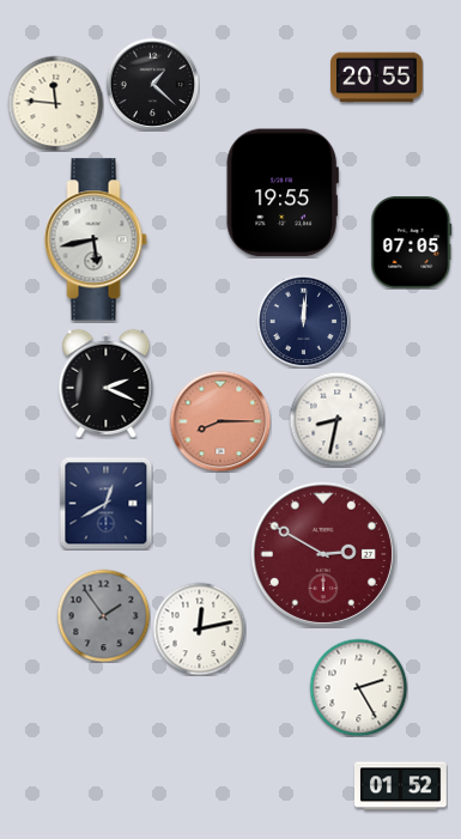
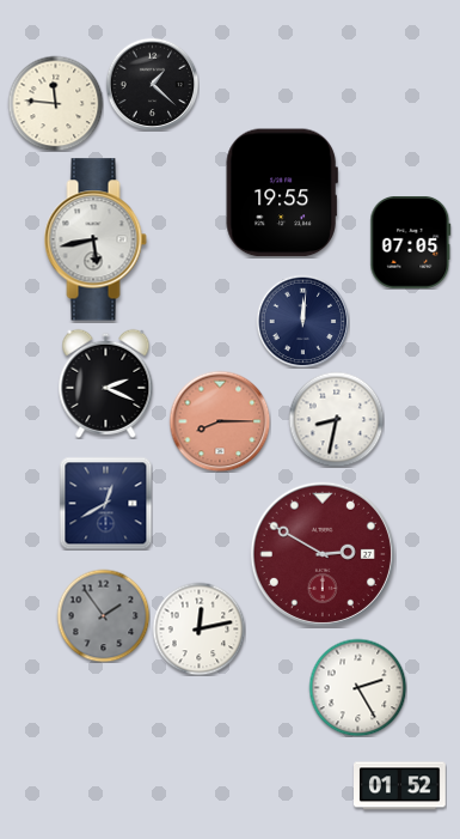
clock at (377, 78): 20:55 -> none
